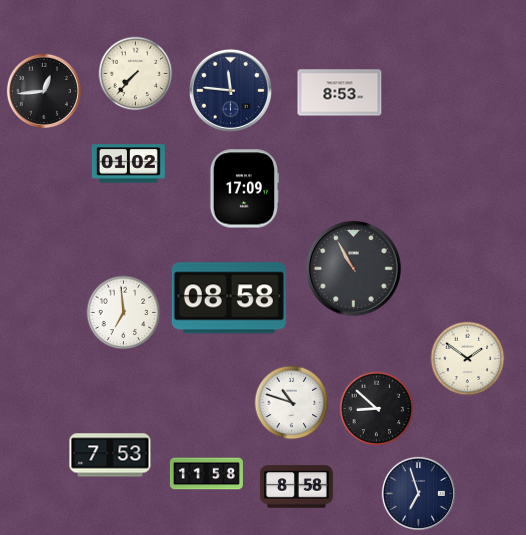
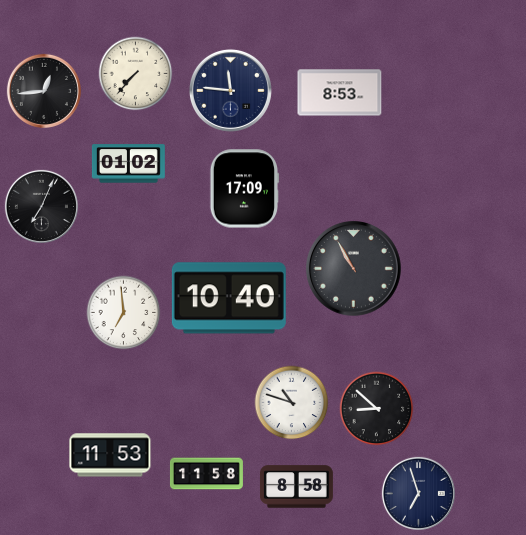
clock at (41, 206): none -> 7:04
clock at (229, 298): 08:58 -> 10:40
clock at (468, 359): 1:51 -> none
clock at (110, 455): 7:53 -> 11:53
